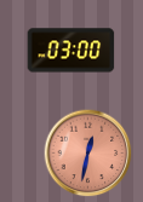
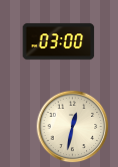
clock at (88, 154) dial: salmon -> cream
